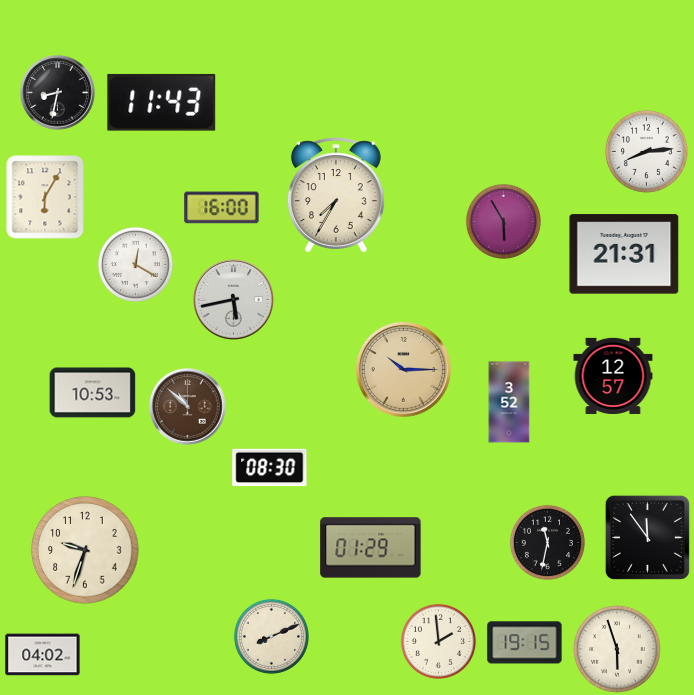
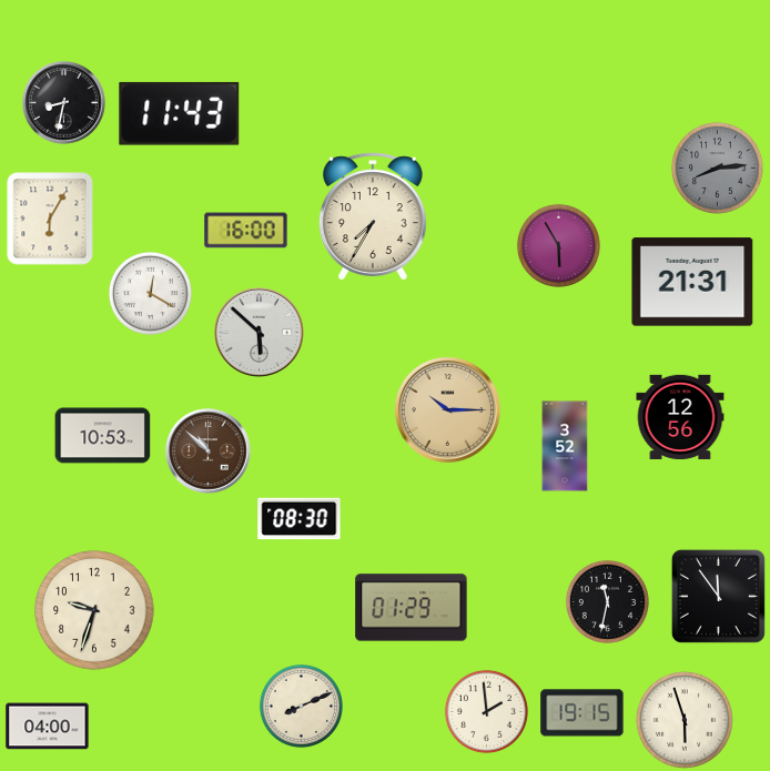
clock at (646, 151) dial: white -> grey
clock at (234, 300): 5:43 -> 5:52
clock at (613, 376): 12:57 -> 12:56
clock at (43, 655): 04:02 -> 04:00
